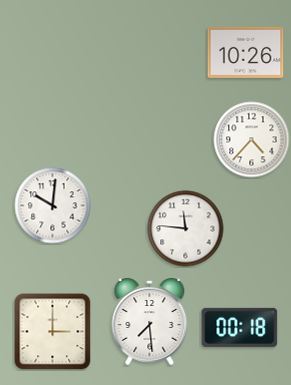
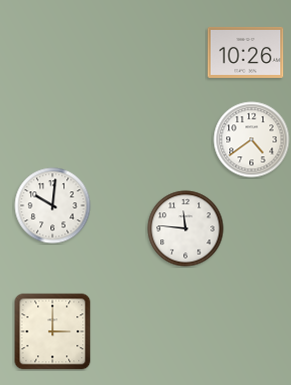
clock at (252, 140): 4:37 -> 4:39
clock at (150, 321): 7:29 -> none
clock at (240, 327): 00:18 -> none
